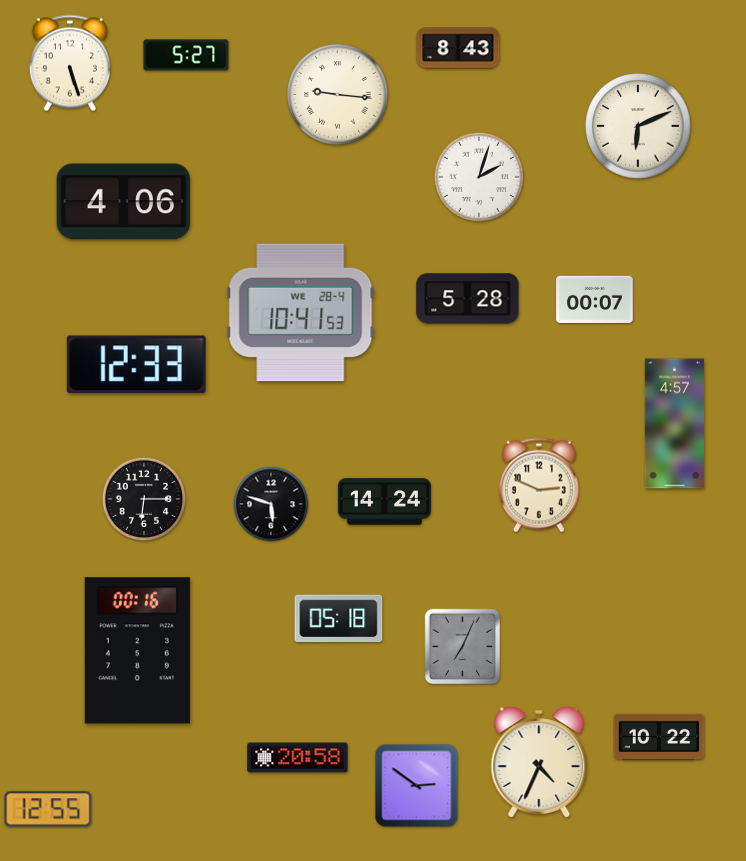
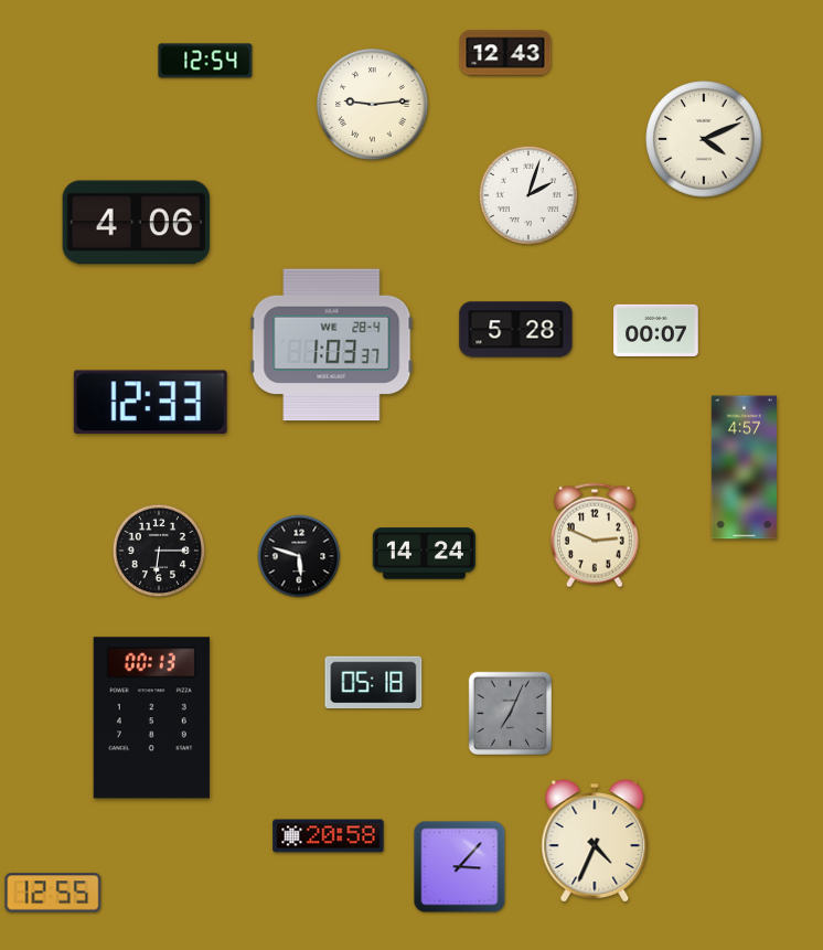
clock at (458, 48): 8:43 -> 12:43
clock at (186, 55): 5:27 -> 12:54
clock at (70, 63): 5:27 -> none
clock at (338, 95): 9:16 -> 9:14
clock at (638, 126): 6:11 -> 4:11
clock at (301, 313): 10:41 -> 1:03
clock at (137, 651): 00:16 -> 00:13
clock at (659, 736): 10:22 -> none
clock at (417, 786): 2:51 -> 3:07
